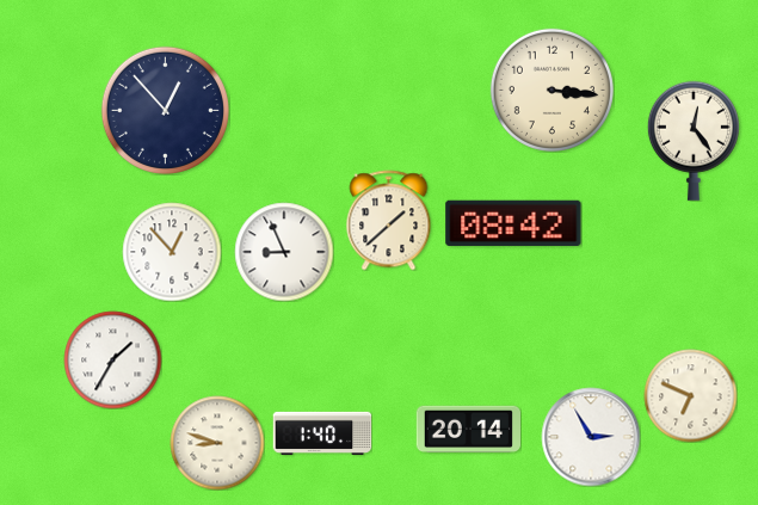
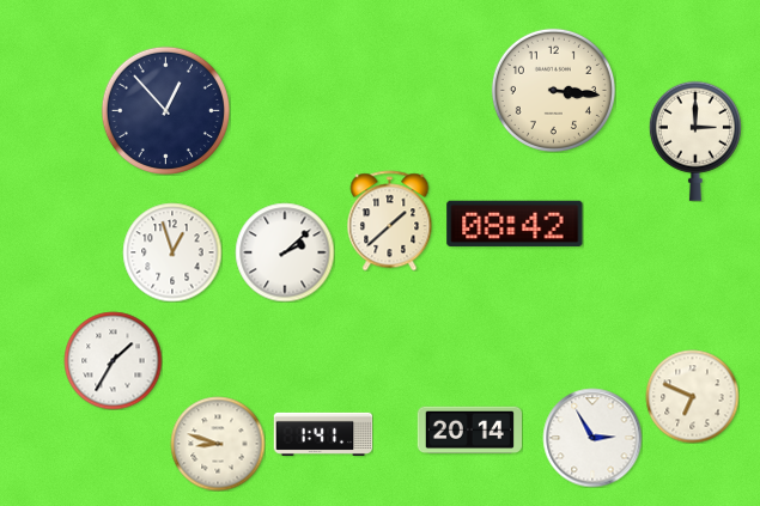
clock at (694, 141): 12:24 -> 3:00
clock at (172, 252): 12:53 -> 12:57
clock at (284, 252): 8:56 -> 2:08
clock at (322, 433): 1:40 -> 1:41
